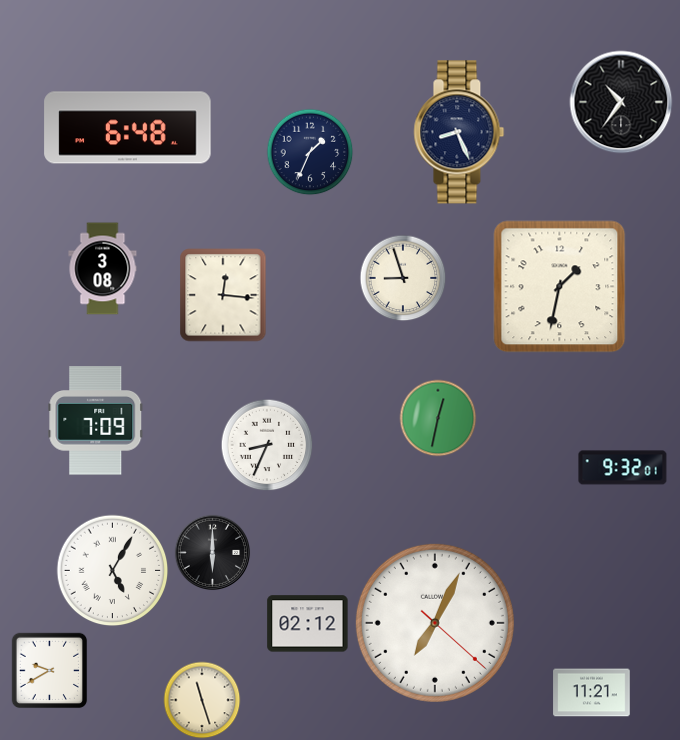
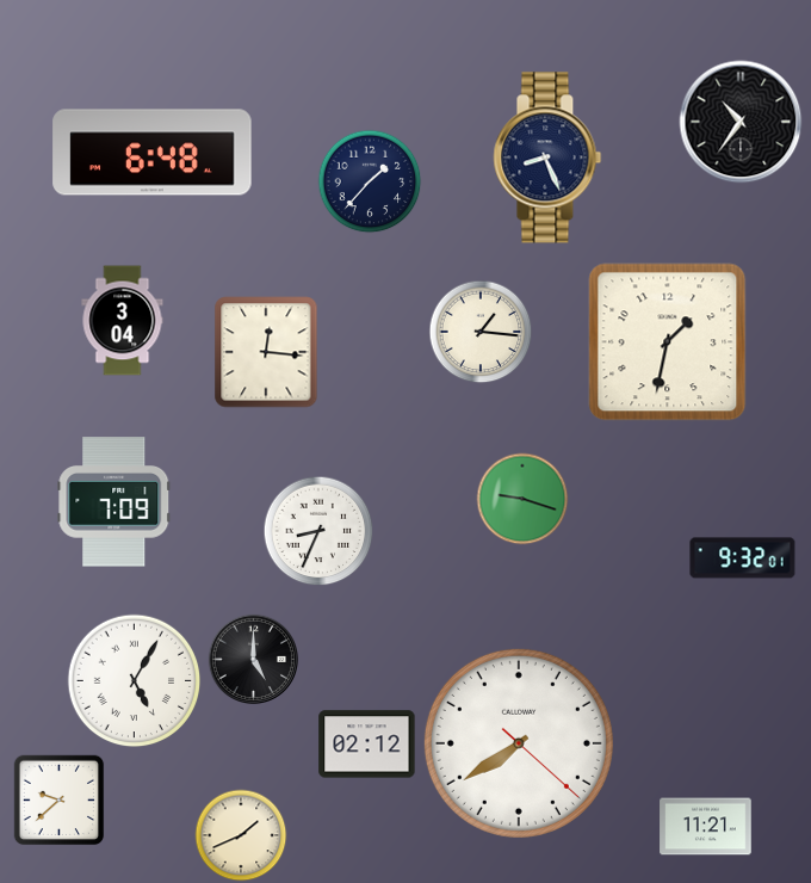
clock at (310, 152): 1:34 -> 1:37
clock at (103, 269): 3:08 -> 3:04
clock at (403, 278): 8:57 -> 1:16
clock at (438, 418): 12:32 -> 9:18
clock at (213, 553): 6:00 -> 5:00
clock at (435, 623): 7:04 -> 7:39
clock at (50, 671): 9:40 -> 9:38
clock at (202, 700): 11:27 -> 1:41
